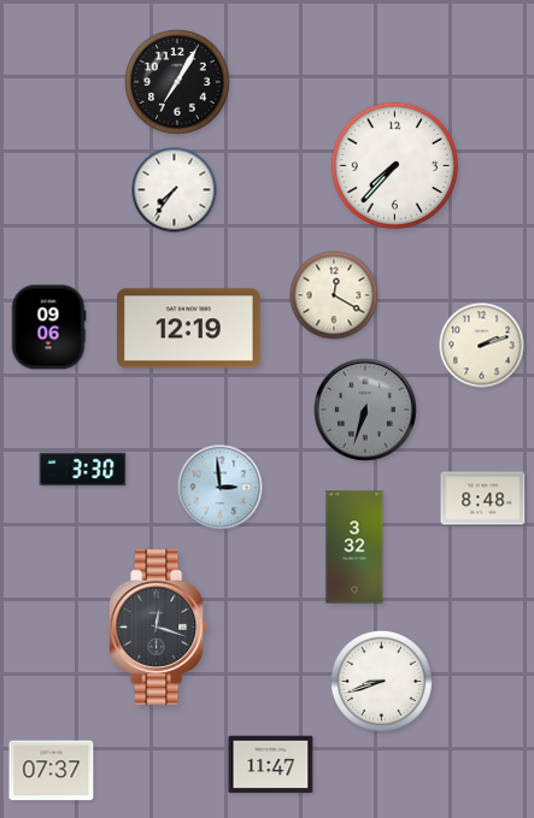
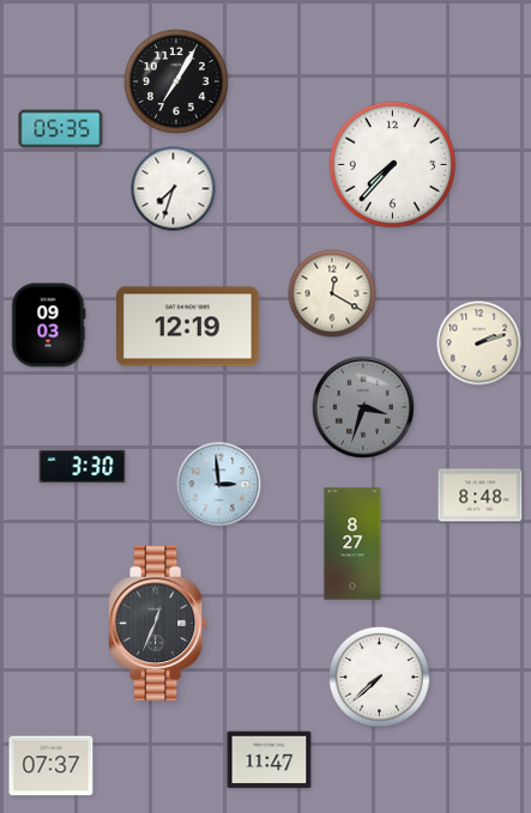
clock at (61, 129): none -> 05:35
clock at (175, 190): 7:36 -> 7:33
clock at (48, 328): 09:06 -> 09:03
clock at (365, 410): 6:33 -> 3:33
clock at (354, 547): 3:32 -> 8:27
clock at (159, 626): 12:18 -> 12:34
clock at (381, 681): 8:42 -> 7:38
